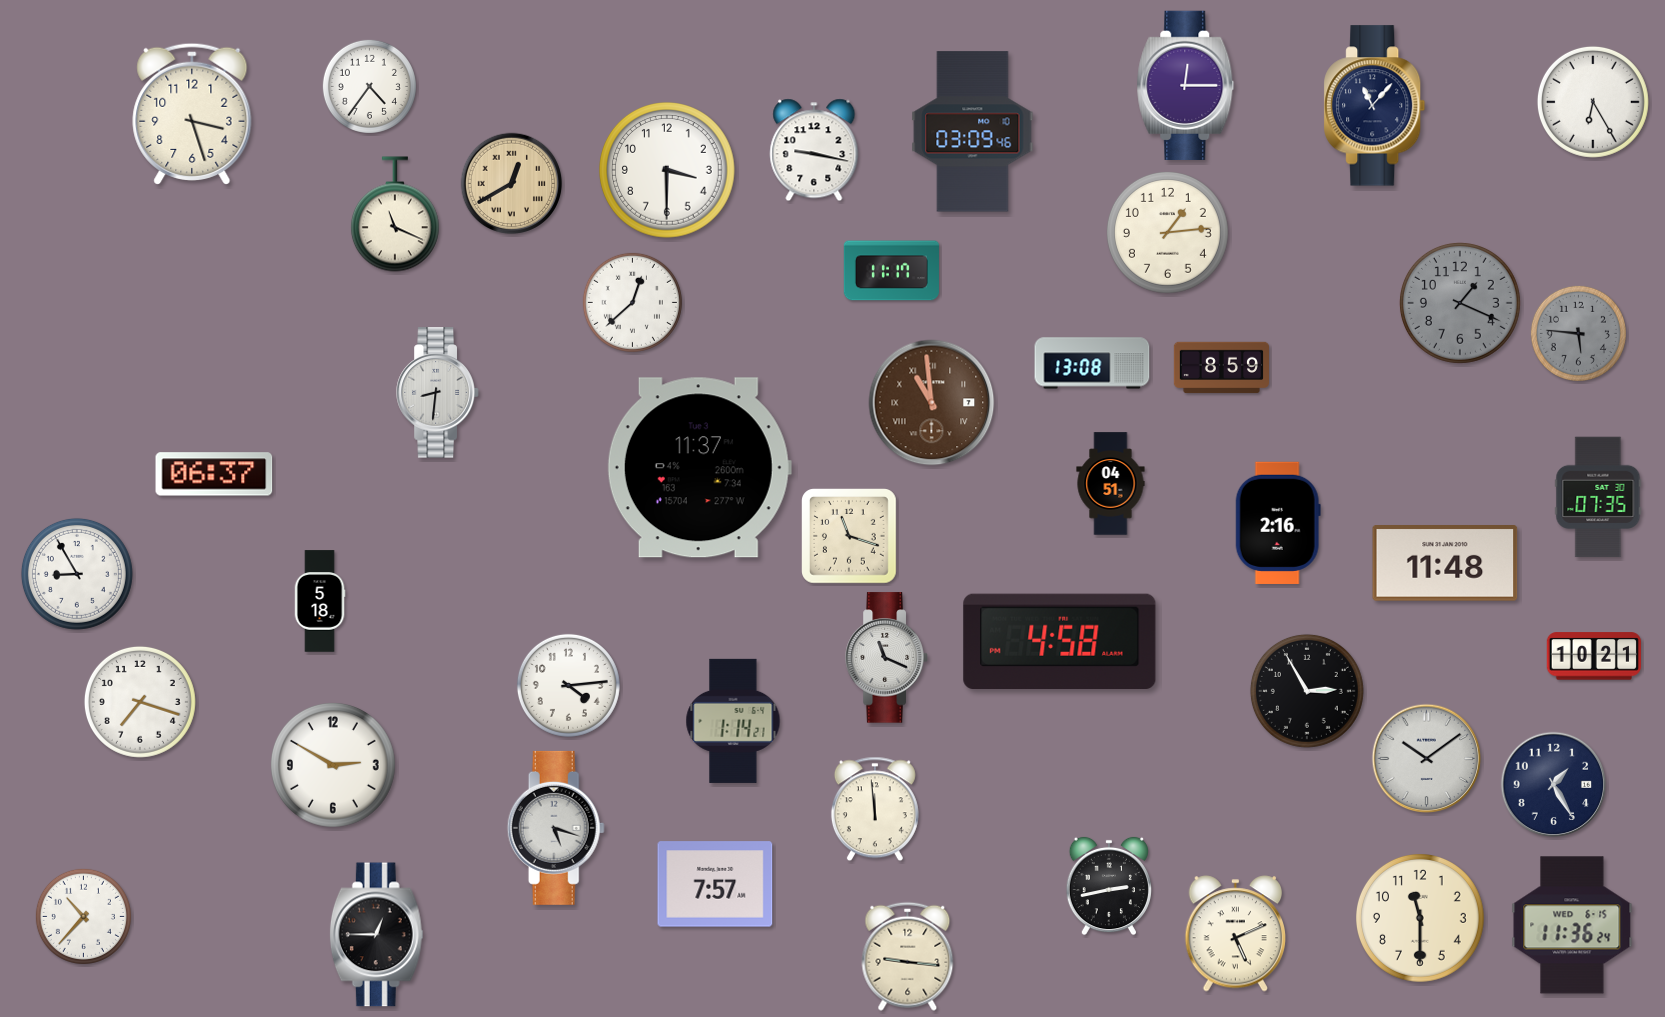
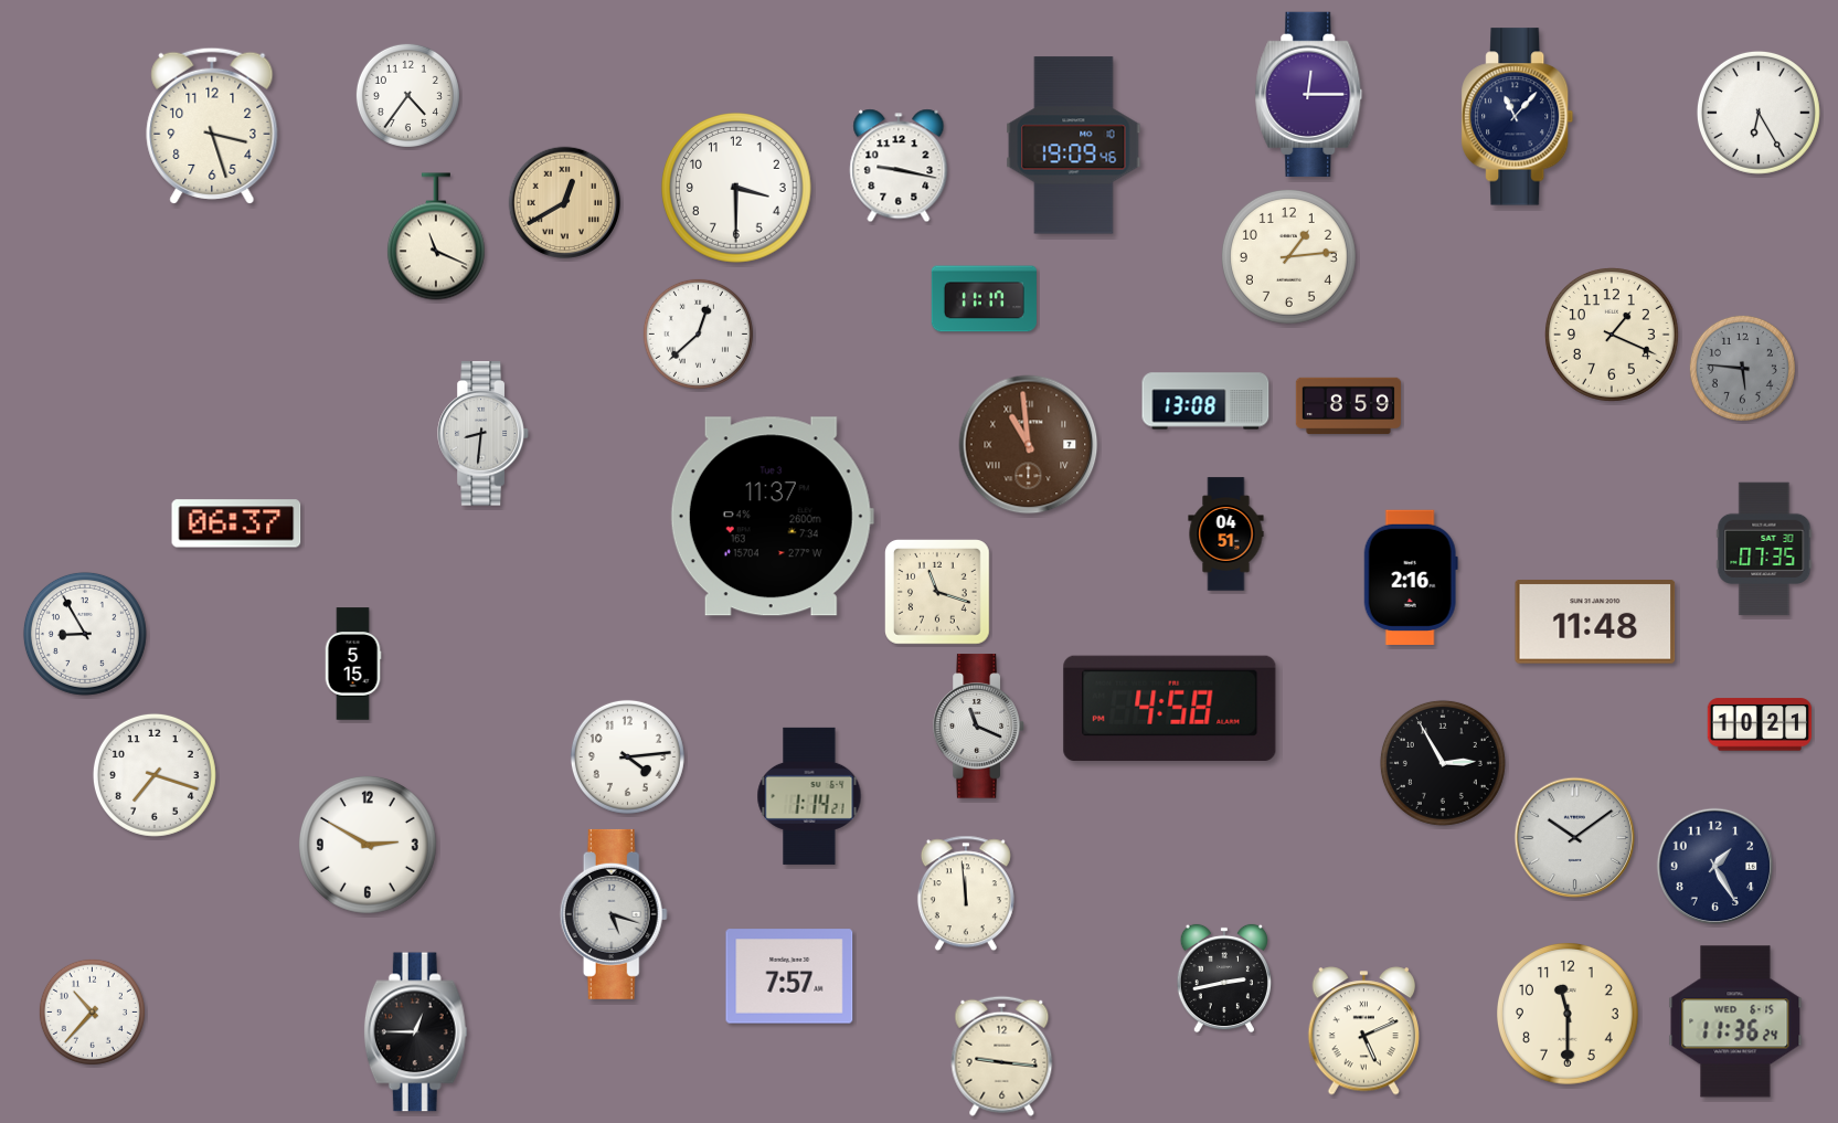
clock at (973, 132): 03:09 -> 19:09
clock at (1460, 303) dial: grey -> cream
clock at (320, 601): 5:18 -> 5:15
